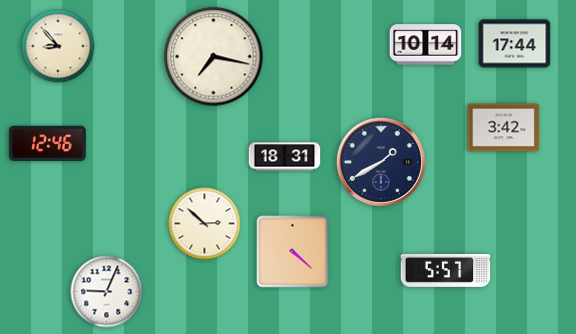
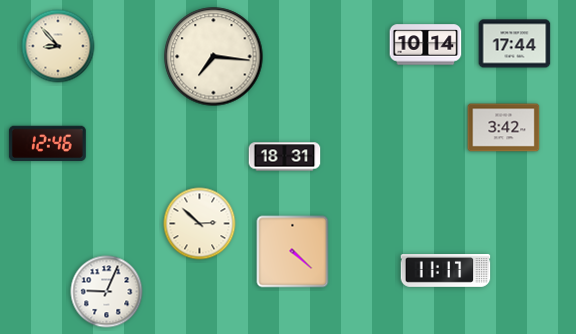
clock at (214, 57): 7:17 -> 7:16
clock at (381, 162): 1:40 -> none
clock at (205, 224) position: (205, 224) -> (200, 224)
clock at (446, 271): 5:57 -> 11:17
